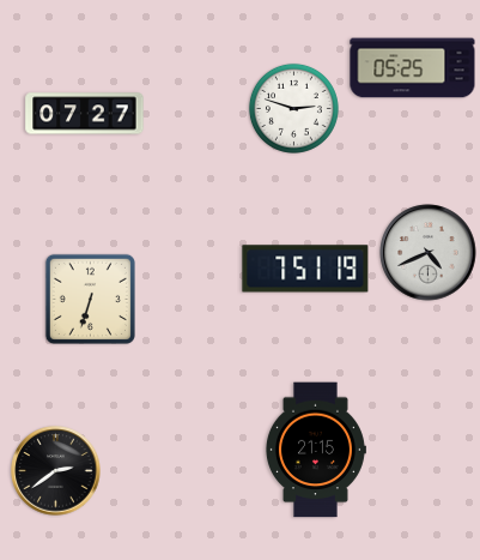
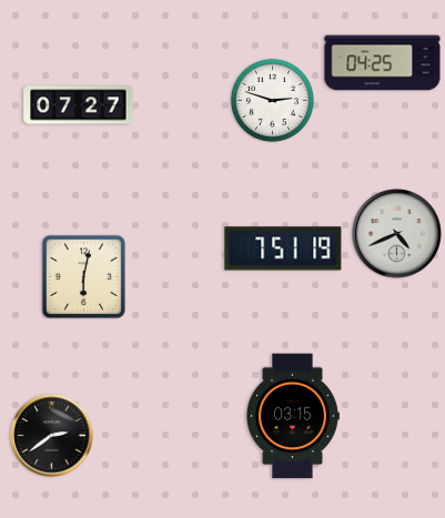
clock at (413, 68): 05:25 -> 04:25
clock at (90, 299): 6:33 -> 6:02
clock at (316, 450): 21:15 -> 03:15
